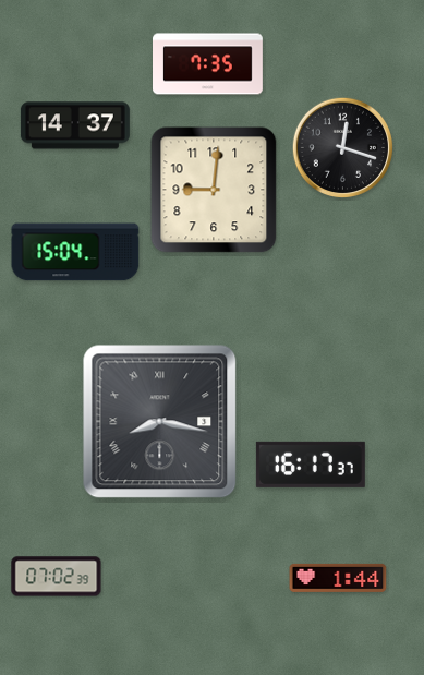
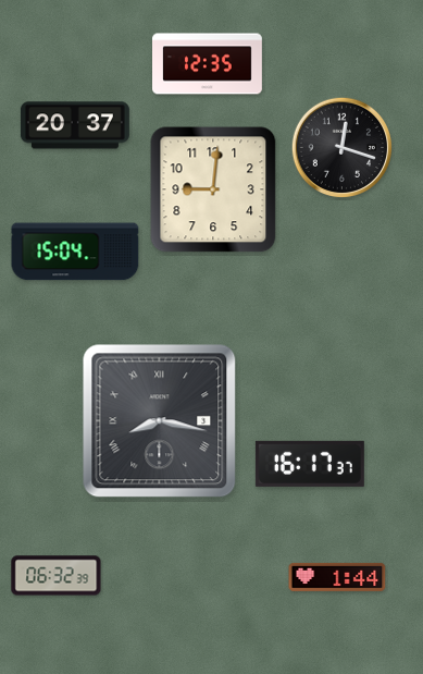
clock at (208, 64): 7:35 -> 12:35
clock at (75, 125): 14:37 -> 20:37
clock at (57, 577): 07:02 -> 06:32
